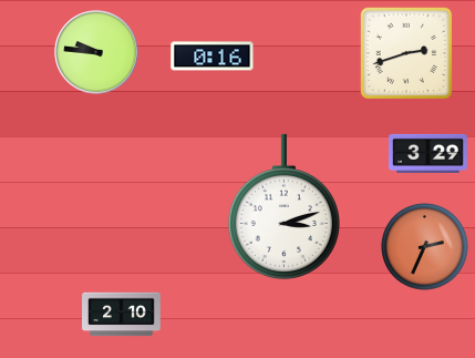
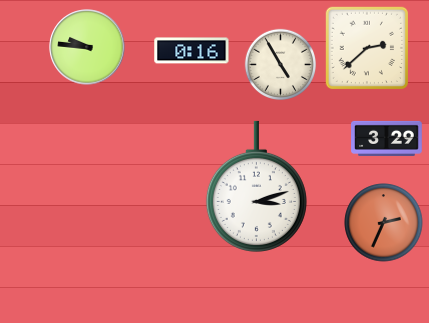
clock at (405, 52): 2:42 -> 2:38
clock at (280, 64): none -> 4:55
clock at (122, 315): 2:10 -> none
